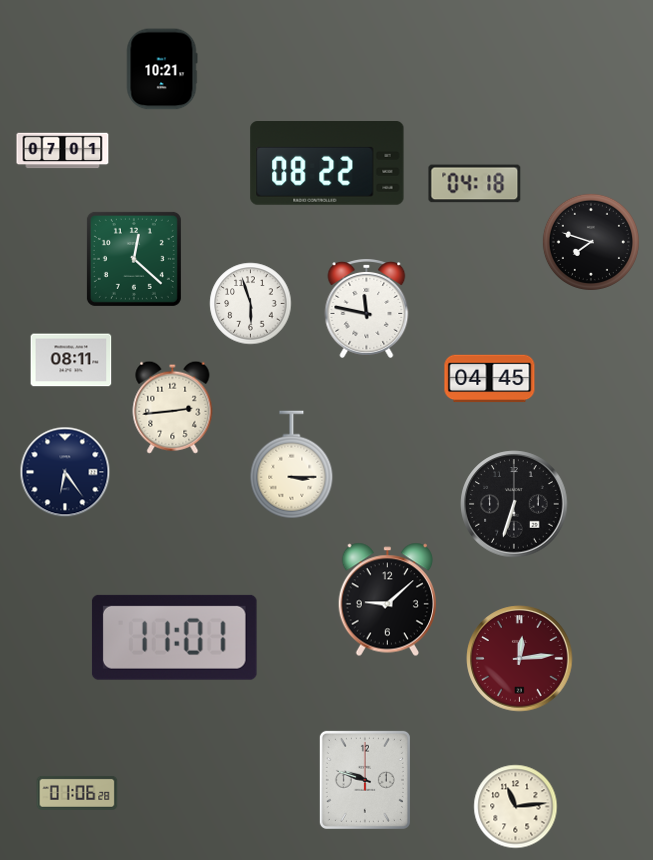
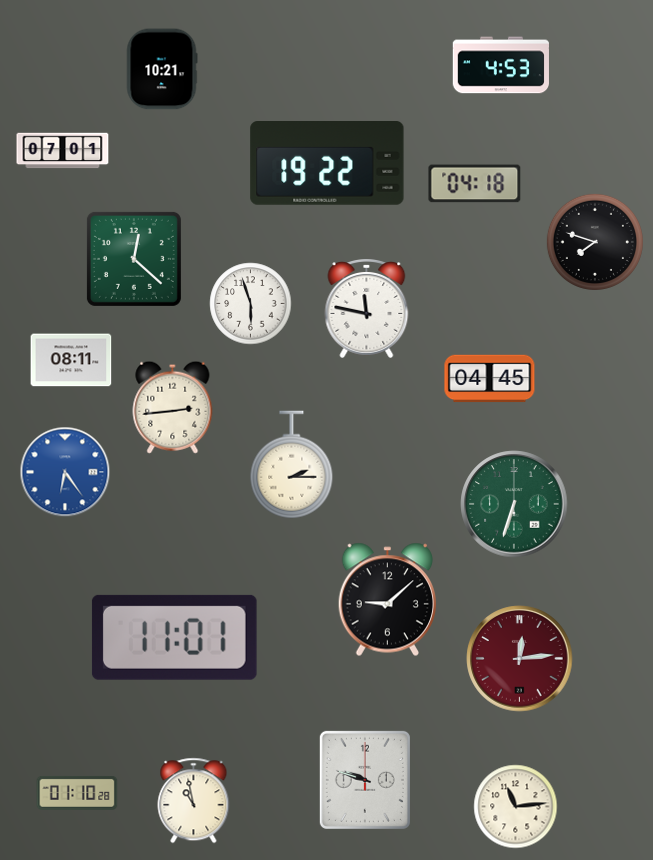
clock at (501, 65): none -> 4:53
clock at (327, 164): 08:22 -> 19:22
clock at (591, 242) position: (591, 242) -> (595, 242)
clock at (292, 465): 3:15 -> 2:15
clock at (65, 472) dial: navy -> blue
clock at (514, 504) dial: black -> green
clock at (77, 793): 01:06 -> 01:10
clock at (194, 801): none -> 10:58
